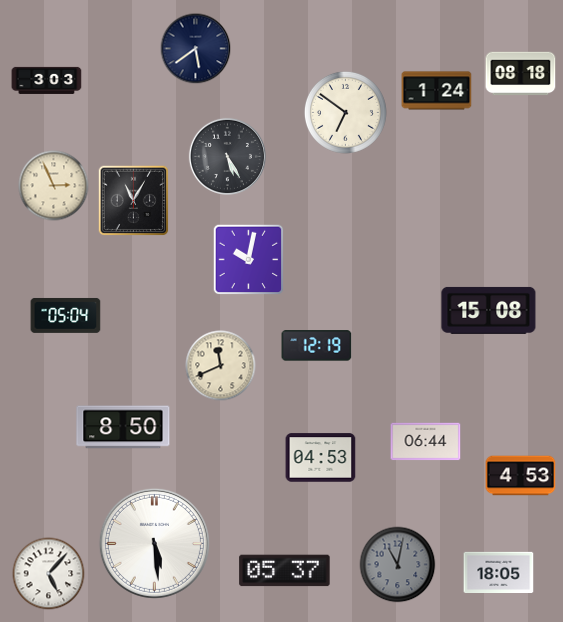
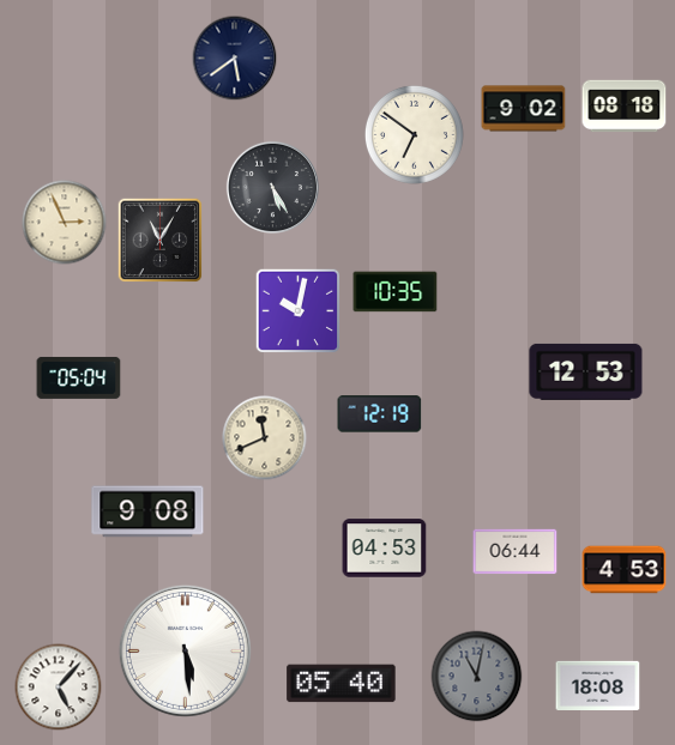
clock at (521, 74) position: (521, 74) -> (625, 107)
clock at (47, 80): 3:03 -> none
clock at (437, 91): 1:24 -> 9:02
clock at (396, 292): none -> 10:35
clock at (489, 310): 15:08 -> 12:53
clock at (123, 427): 8:50 -> 9:08
clock at (426, 442) position: (426, 442) -> (516, 552)
clock at (285, 571): 05:37 -> 05:40
clock at (499, 572): 18:05 -> 18:08
